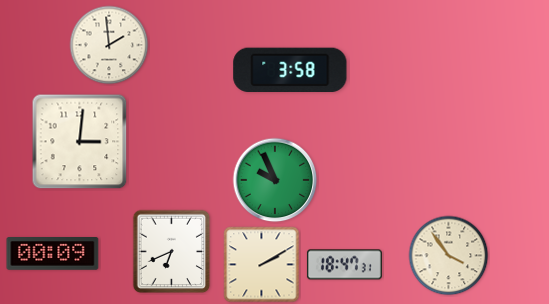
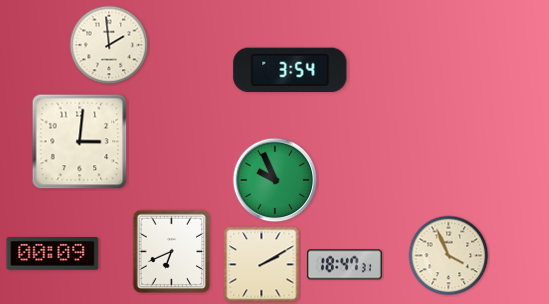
clock at (290, 69): 3:58 -> 3:54
clock at (449, 256): 3:54 -> 3:56
